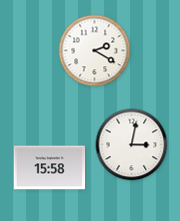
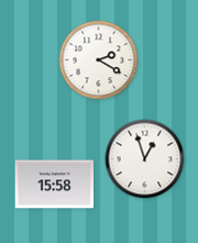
clock at (95, 51) position: (95, 51) -> (99, 60)
clock at (132, 145): 3:02 -> 12:57
